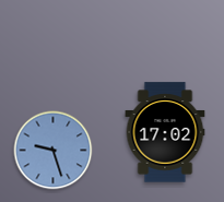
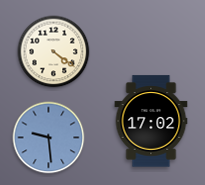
clock at (54, 52): none -> 4:21
clock at (54, 151): 9:27 -> 9:29
